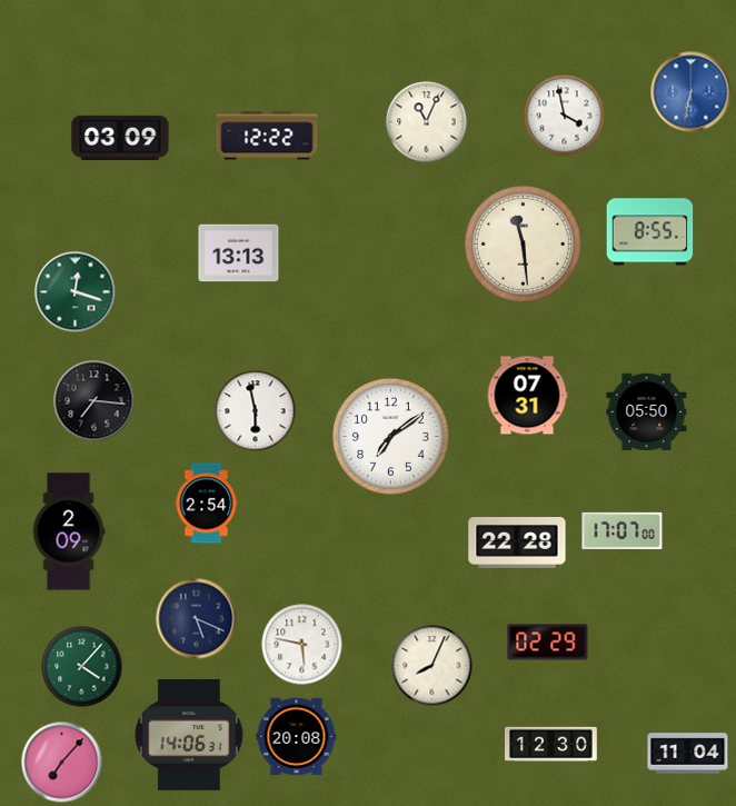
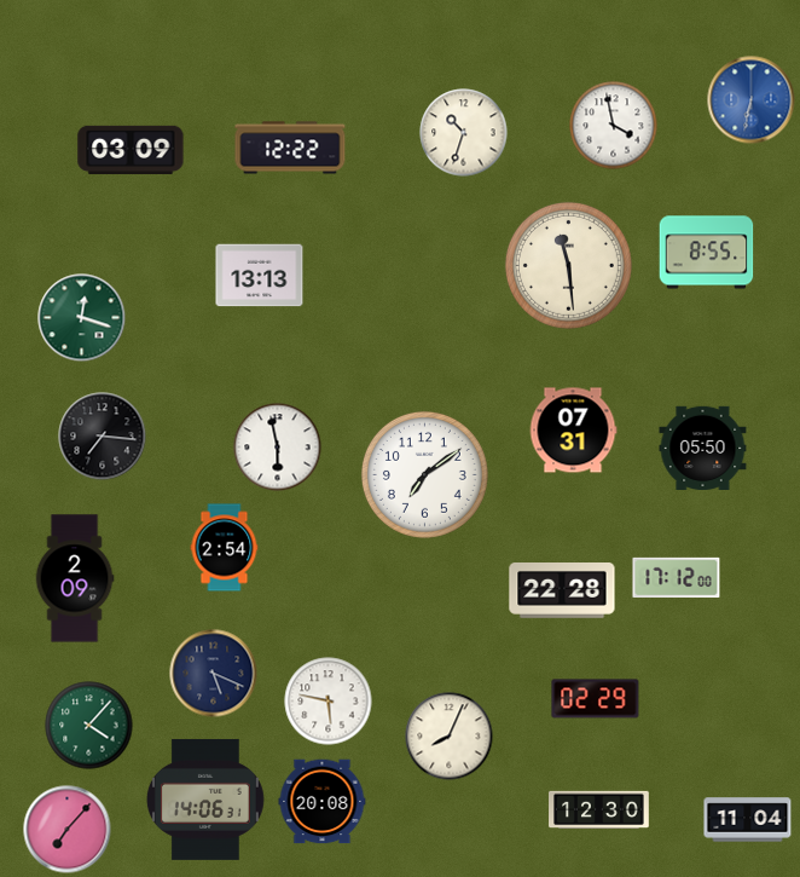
clock at (427, 122): 11:04 -> 10:33
clock at (623, 530): 17:07 -> 17:12
clock at (432, 666) position: (432, 666) -> (450, 737)
